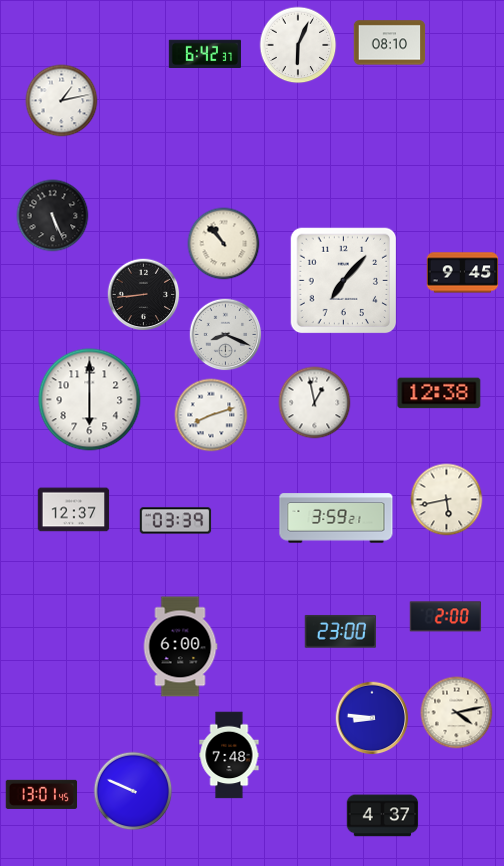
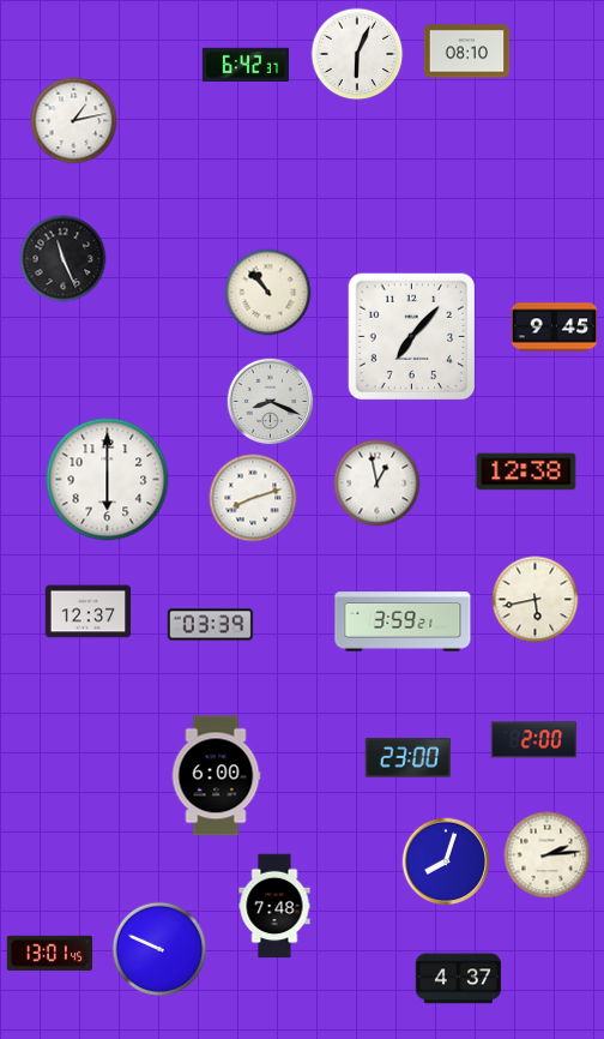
clock at (53, 216): 5:26 -> 11:26
clock at (144, 295): 8:44 -> none
clock at (457, 713): 4:13 -> 2:14
clock at (372, 718): 8:46 -> 8:03
